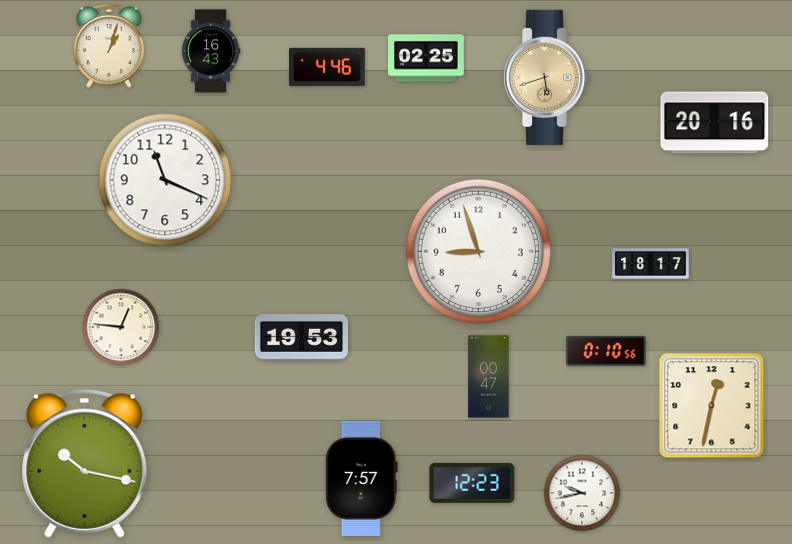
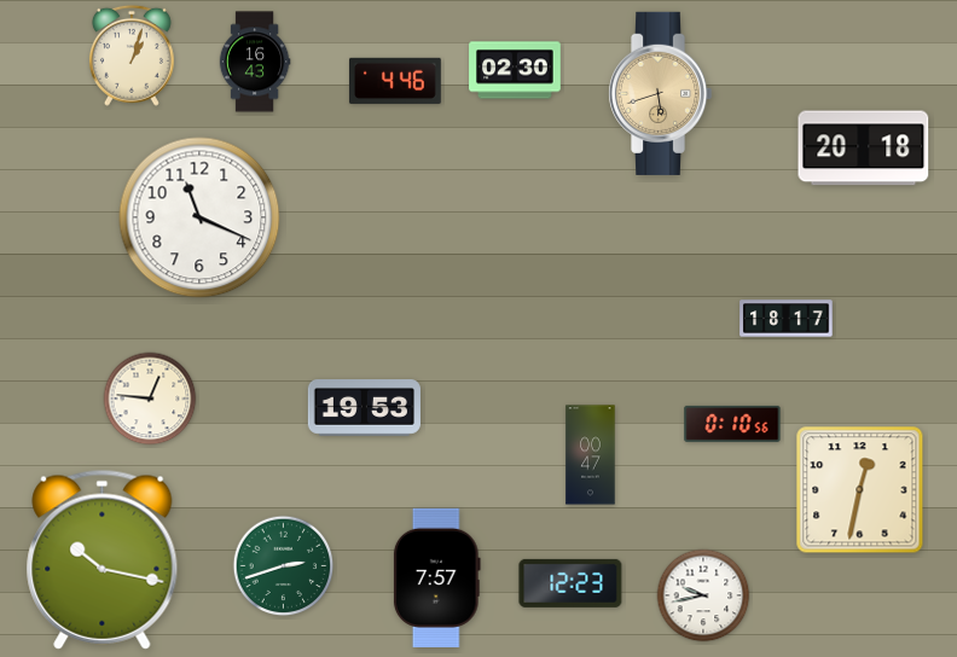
clock at (426, 58): 02:25 -> 02:30
clock at (715, 123): 20:16 -> 20:18
clock at (478, 251): 8:57 -> none
clock at (121, 327) position: (121, 327) -> (150, 399)
clock at (284, 566): none -> 2:42
